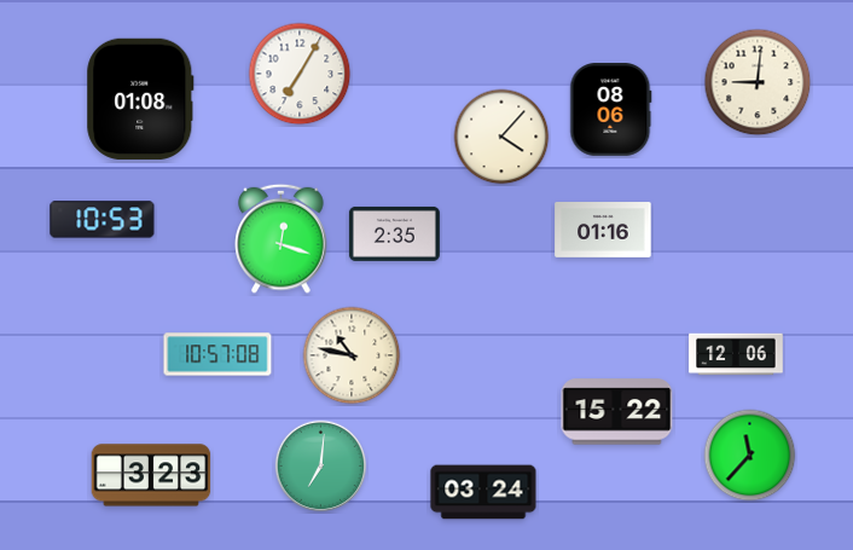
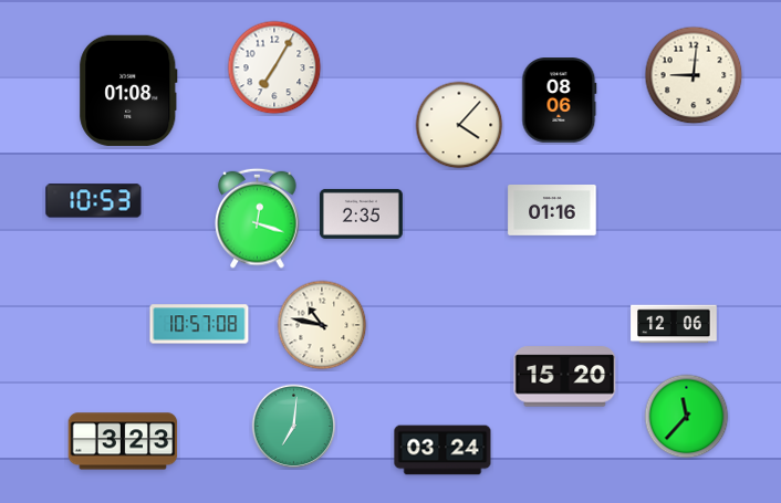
clock at (617, 412): 15:22 -> 15:20
clock at (151, 475) position: (151, 475) -> (123, 441)
